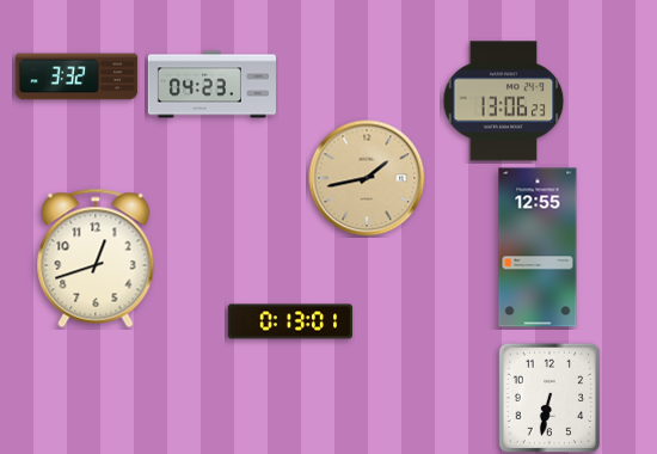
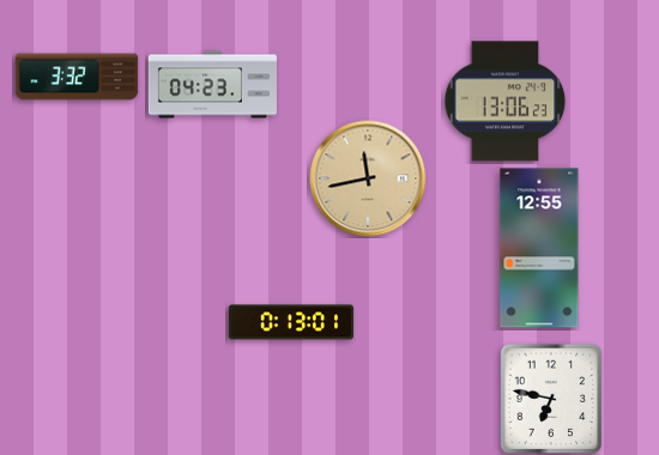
clock at (367, 178): 1:43 -> 11:43
clock at (96, 258): 12:42 -> none
clock at (549, 398): 6:32 -> 6:47
